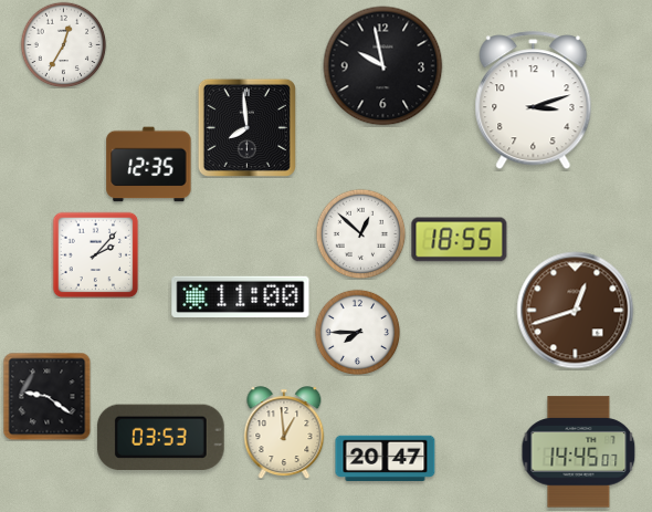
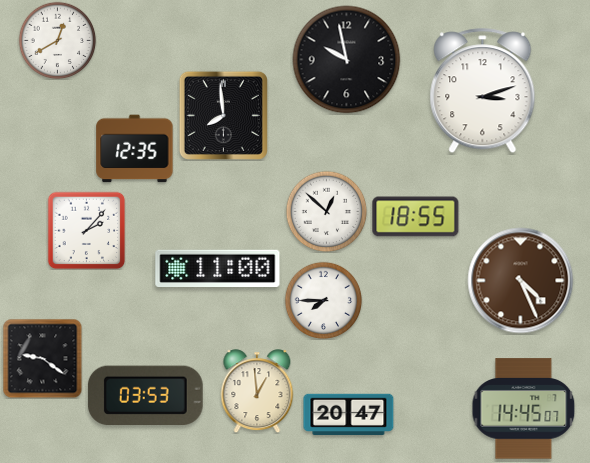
clock at (63, 44): 12:35 -> 12:40
clock at (576, 311): 12:42 -> 4:26
